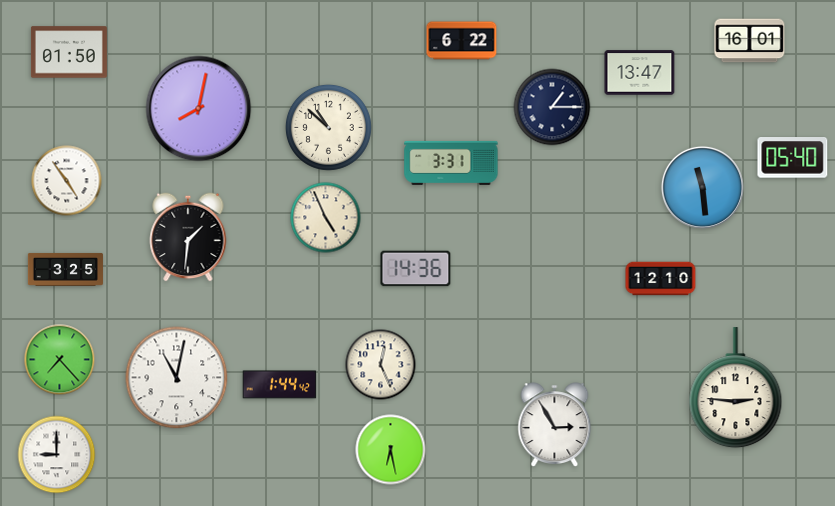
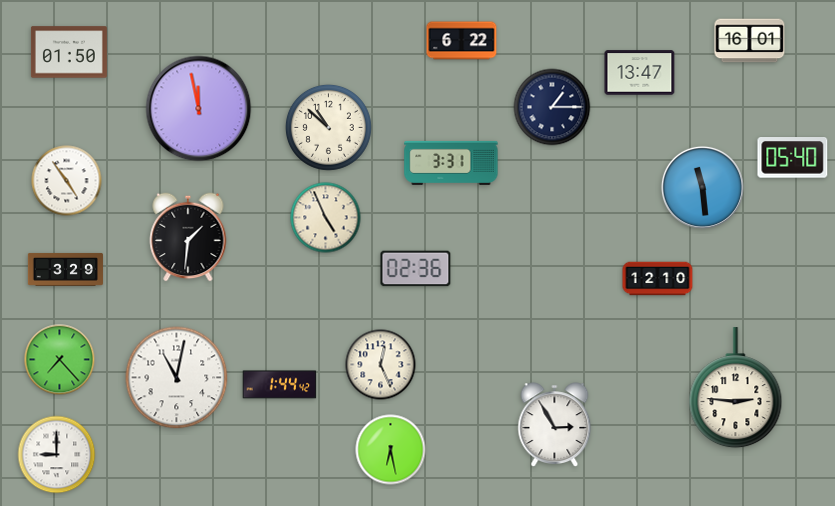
clock at (199, 109): 8:02 -> 11:58
clock at (65, 269): 3:25 -> 3:29
clock at (416, 269): 14:36 -> 02:36
clock at (661, 279) position: (661, 279) -> (658, 279)
